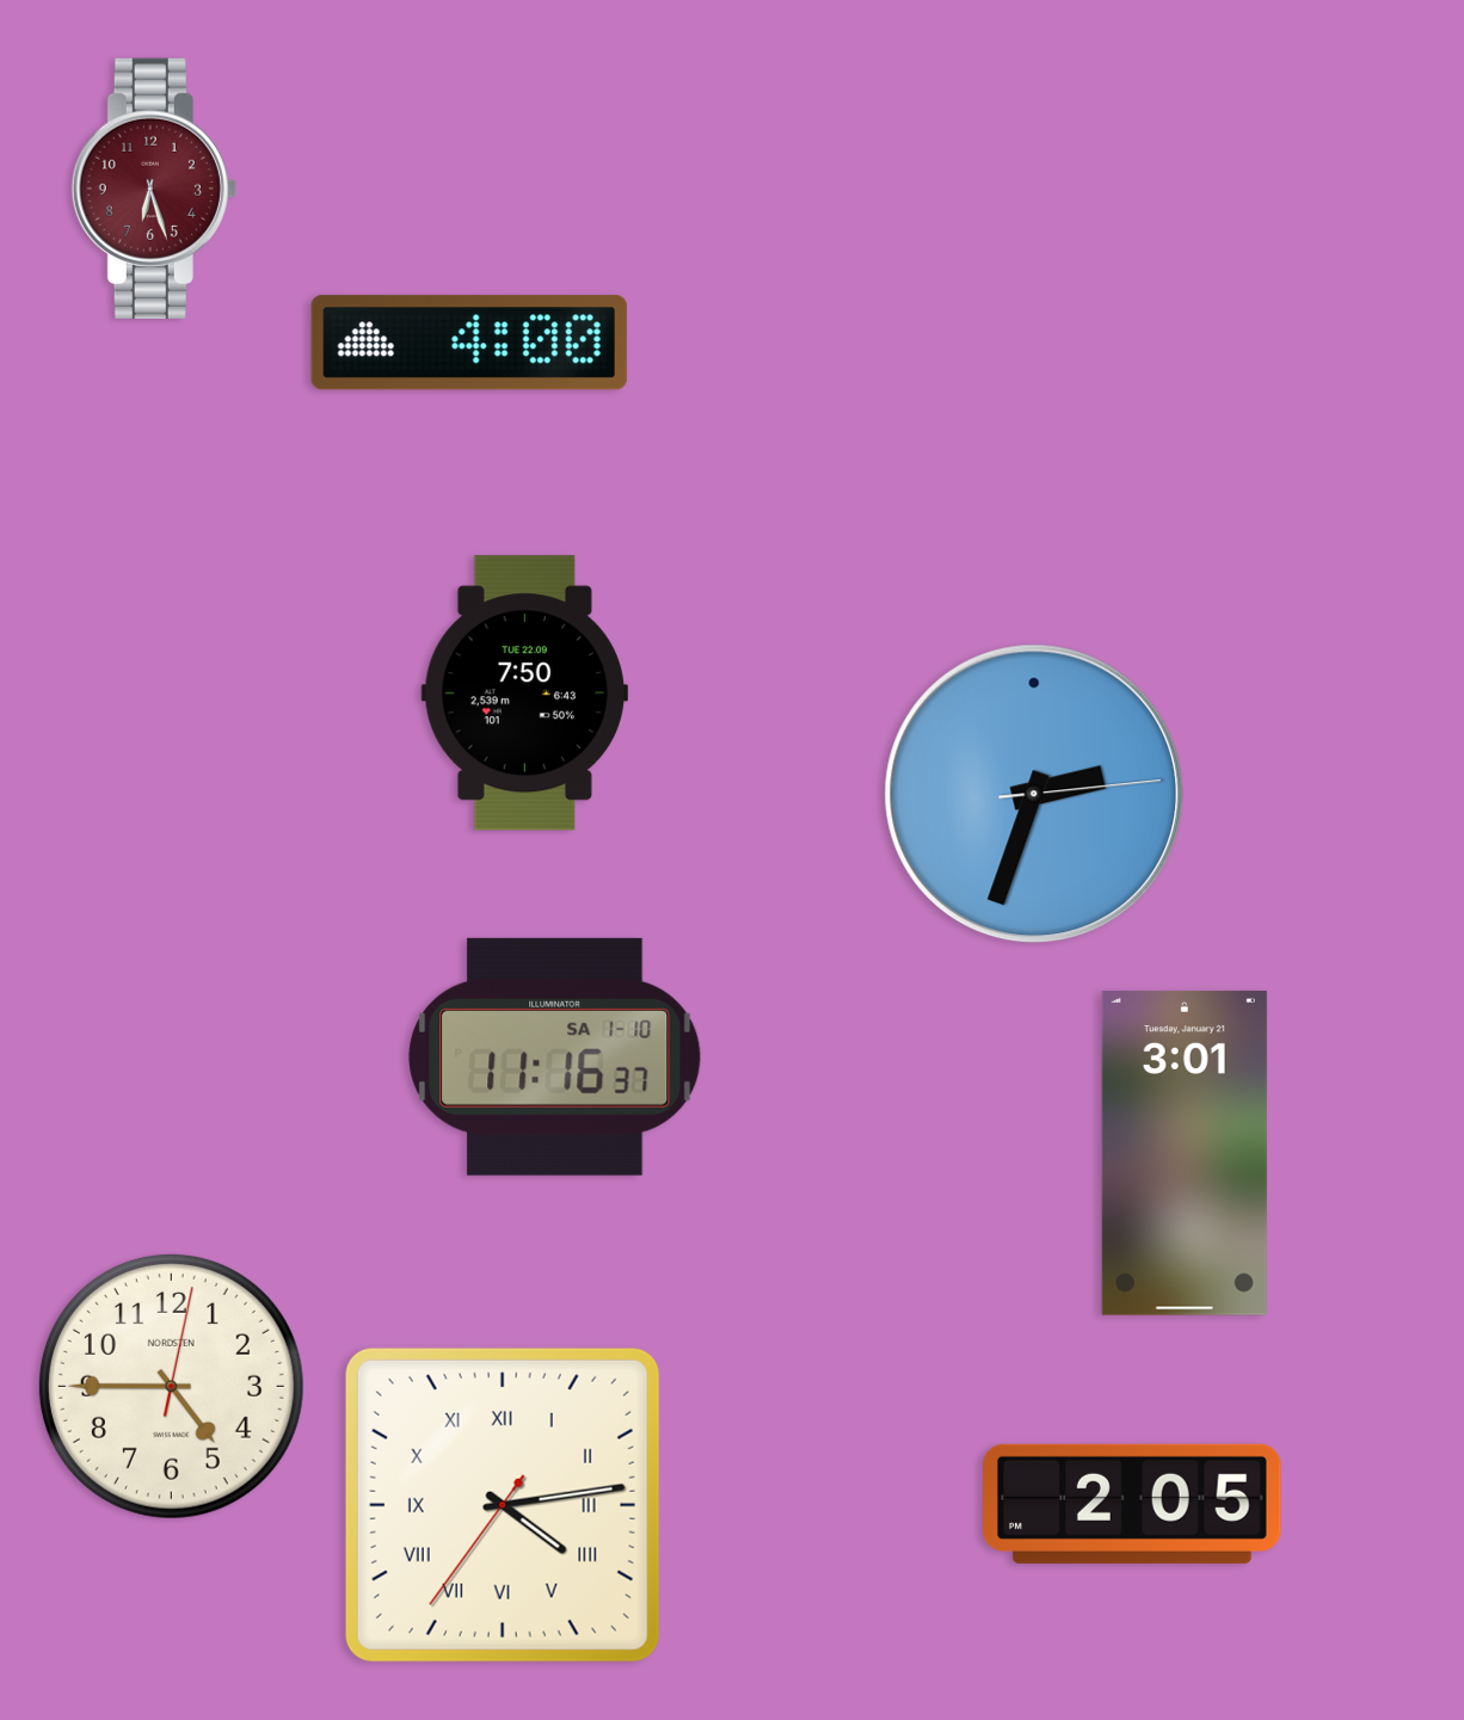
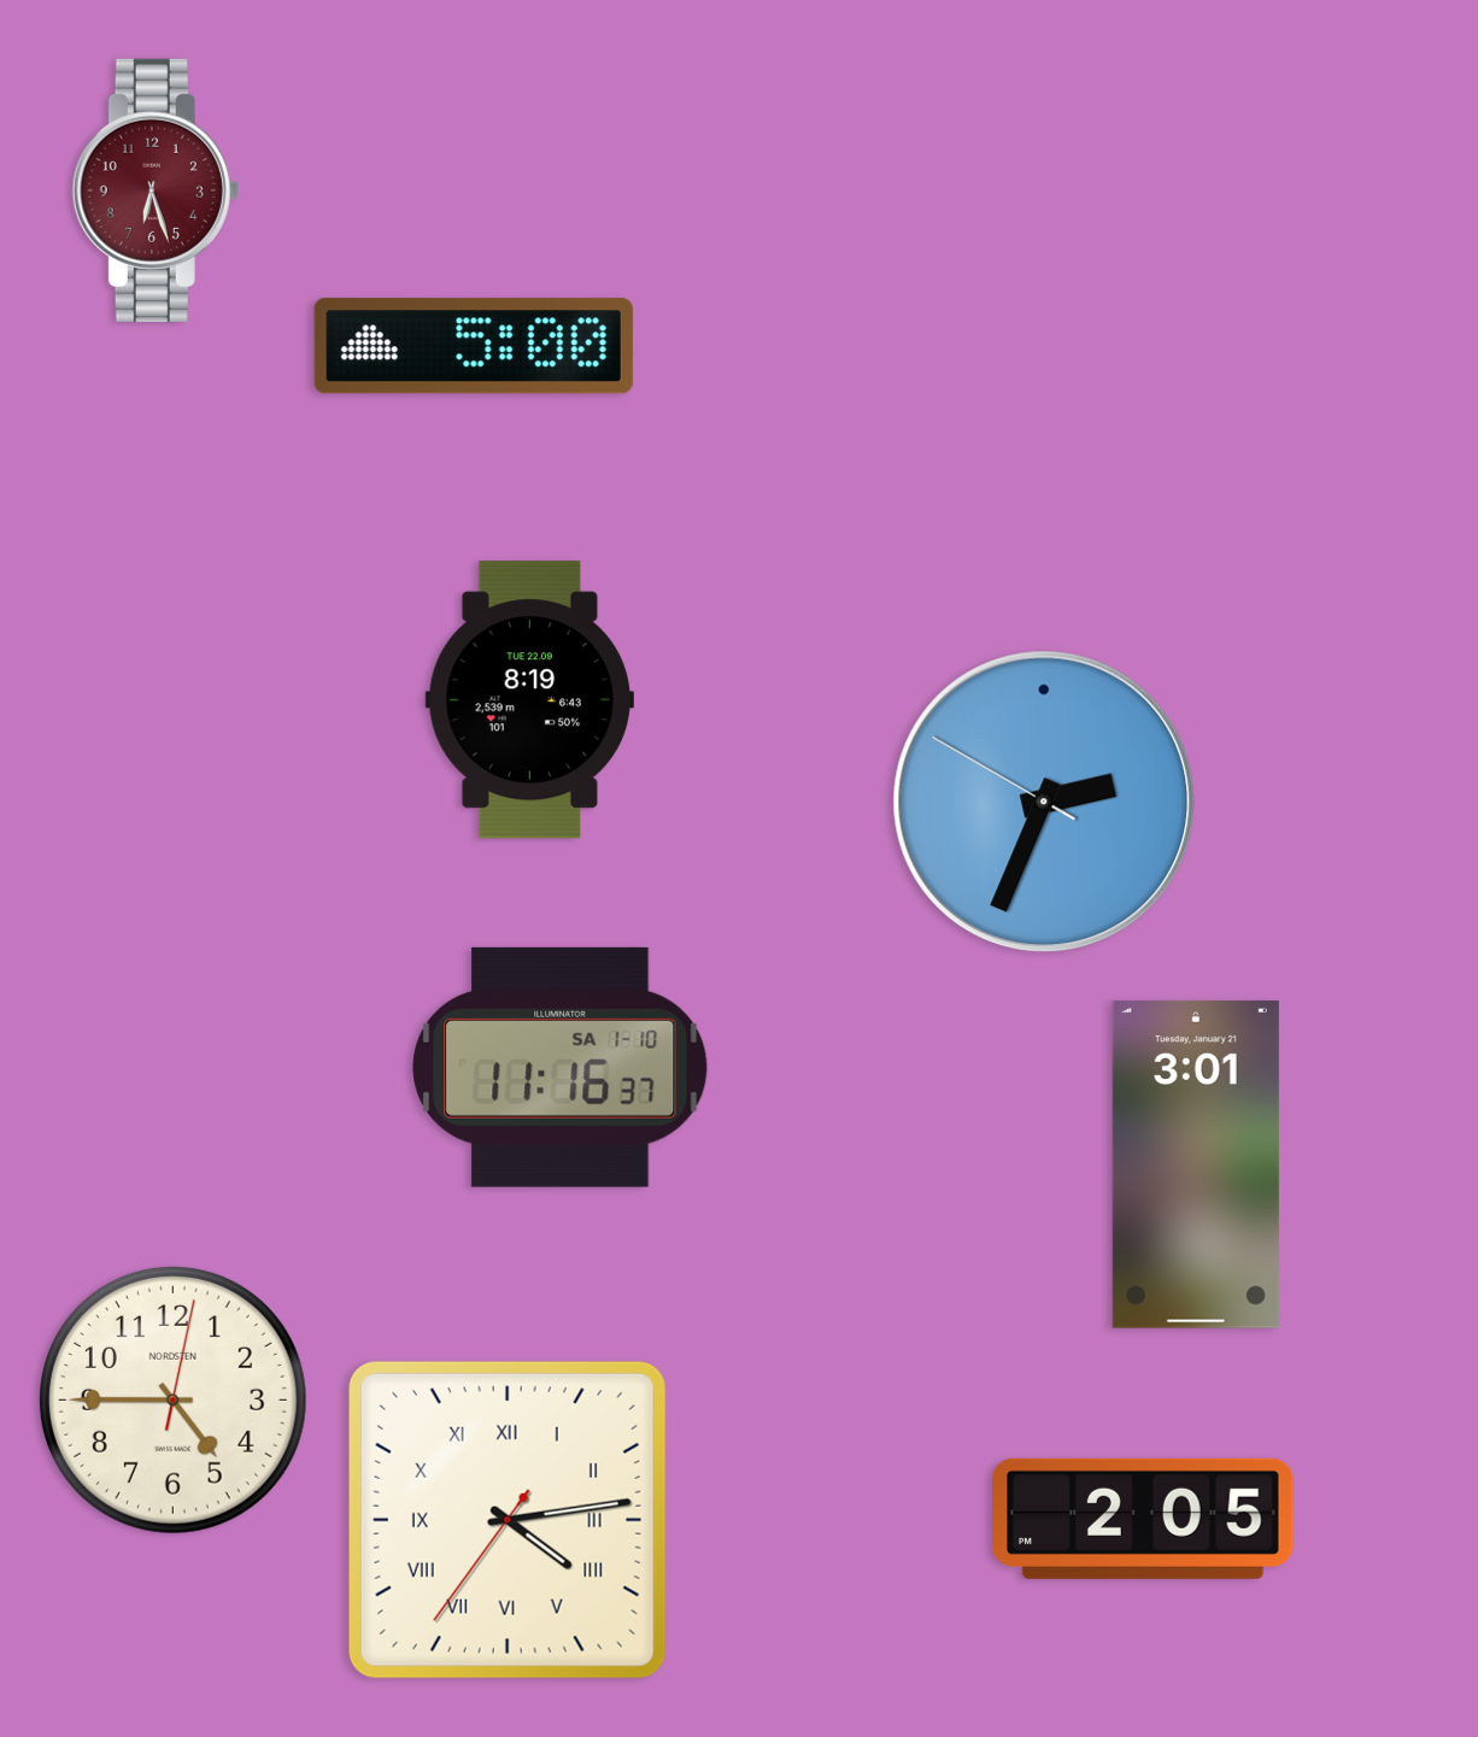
clock at (469, 343): 4:00 -> 5:00
clock at (524, 693): 7:50 -> 8:19
clock at (1034, 794): 2:33:14 -> 2:33:50
